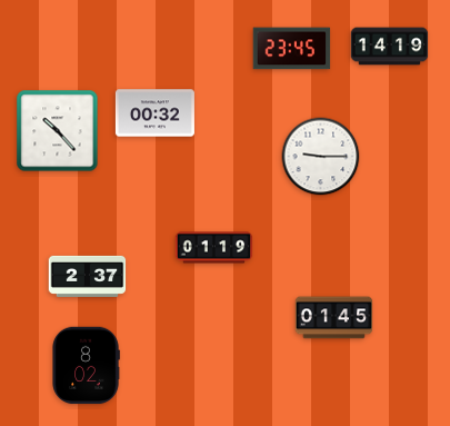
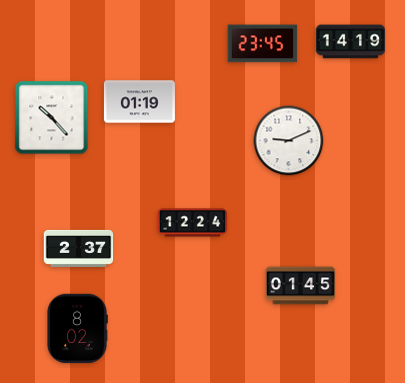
clock at (154, 113): 00:32 -> 01:19
clock at (321, 157): 9:15 -> 9:11
clock at (214, 248): 01:19 -> 12:24
